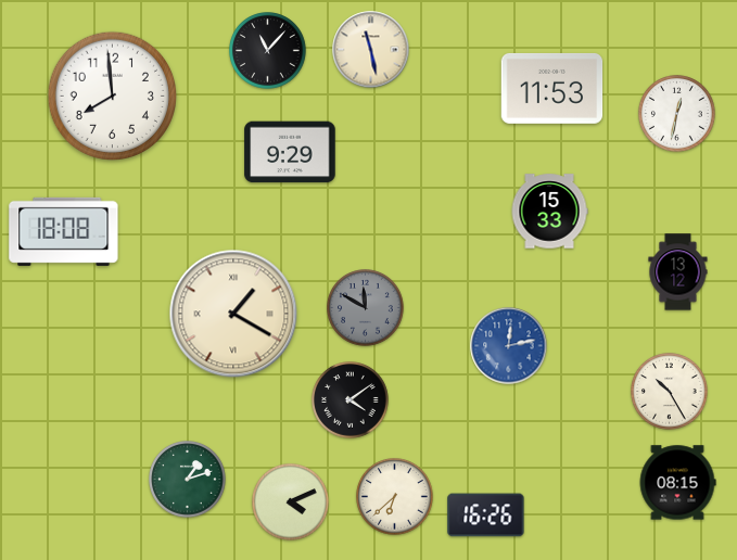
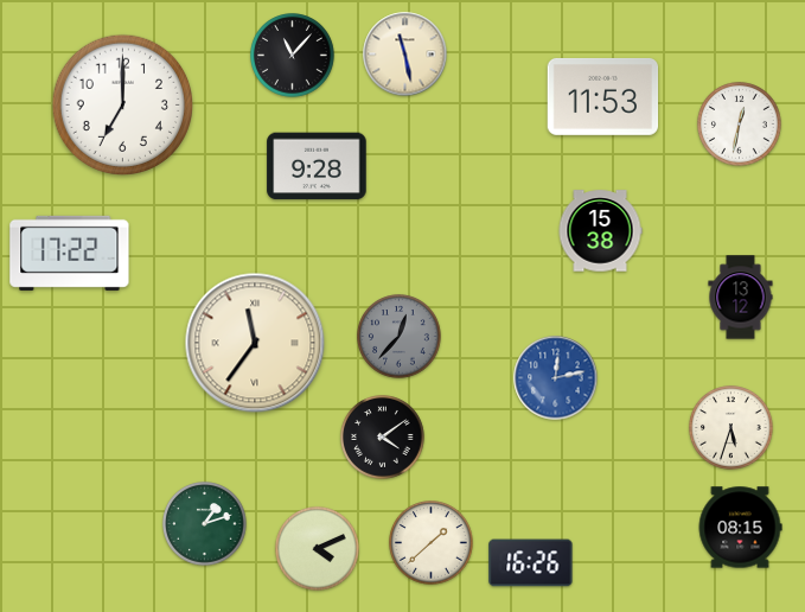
clock at (112, 96): 7:59 -> 7:00
clock at (290, 152): 9:29 -> 9:28
clock at (549, 212): 15:33 -> 15:38
clock at (64, 231): 18:08 -> 17:22
clock at (366, 308): 11:50 -> 12:37
clock at (233, 314): 1:20 -> 11:36
clock at (670, 392): 10:25 -> 5:33
clock at (395, 497): 6:38 -> 1:38
